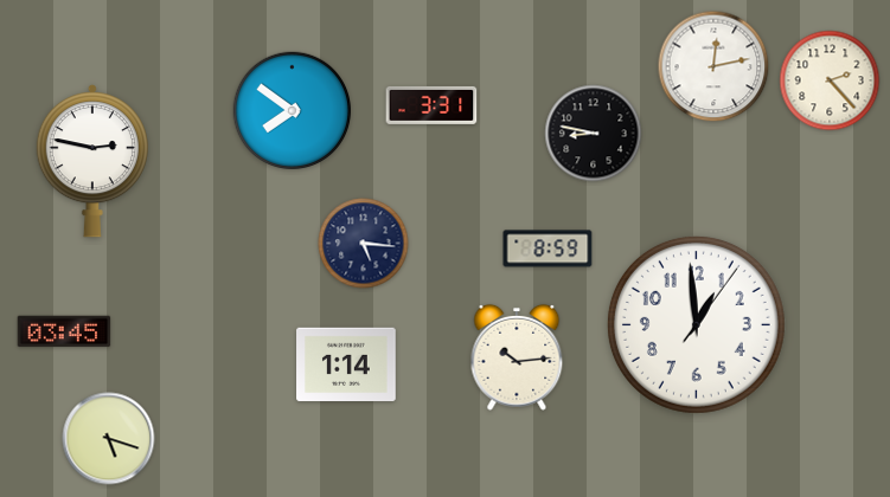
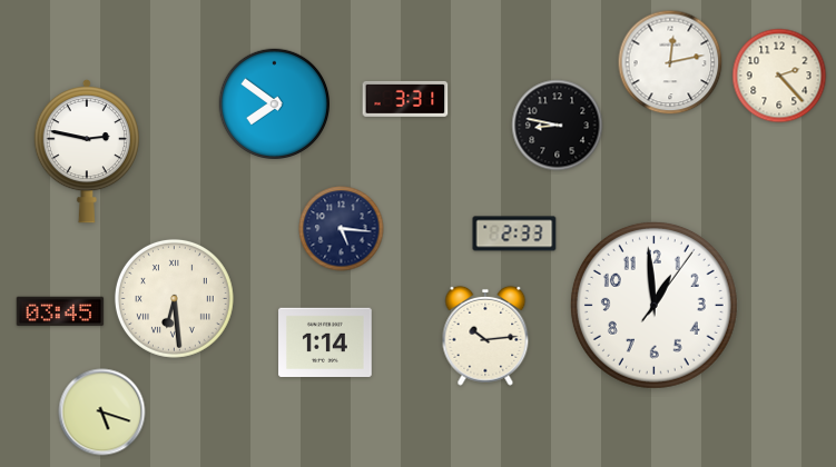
clock at (548, 248): 8:59 -> 2:33
clock at (174, 298): none -> 6:29
